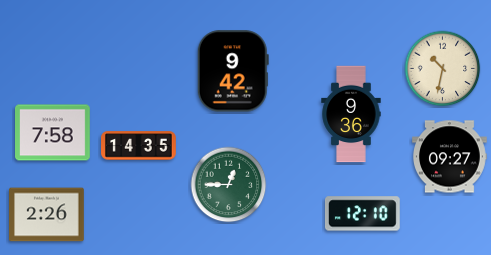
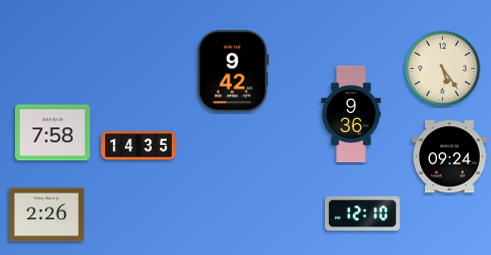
clock at (443, 69): 10:32 -> 5:24
clock at (450, 157): 09:27 -> 09:24
clock at (229, 185): 12:45 -> none
